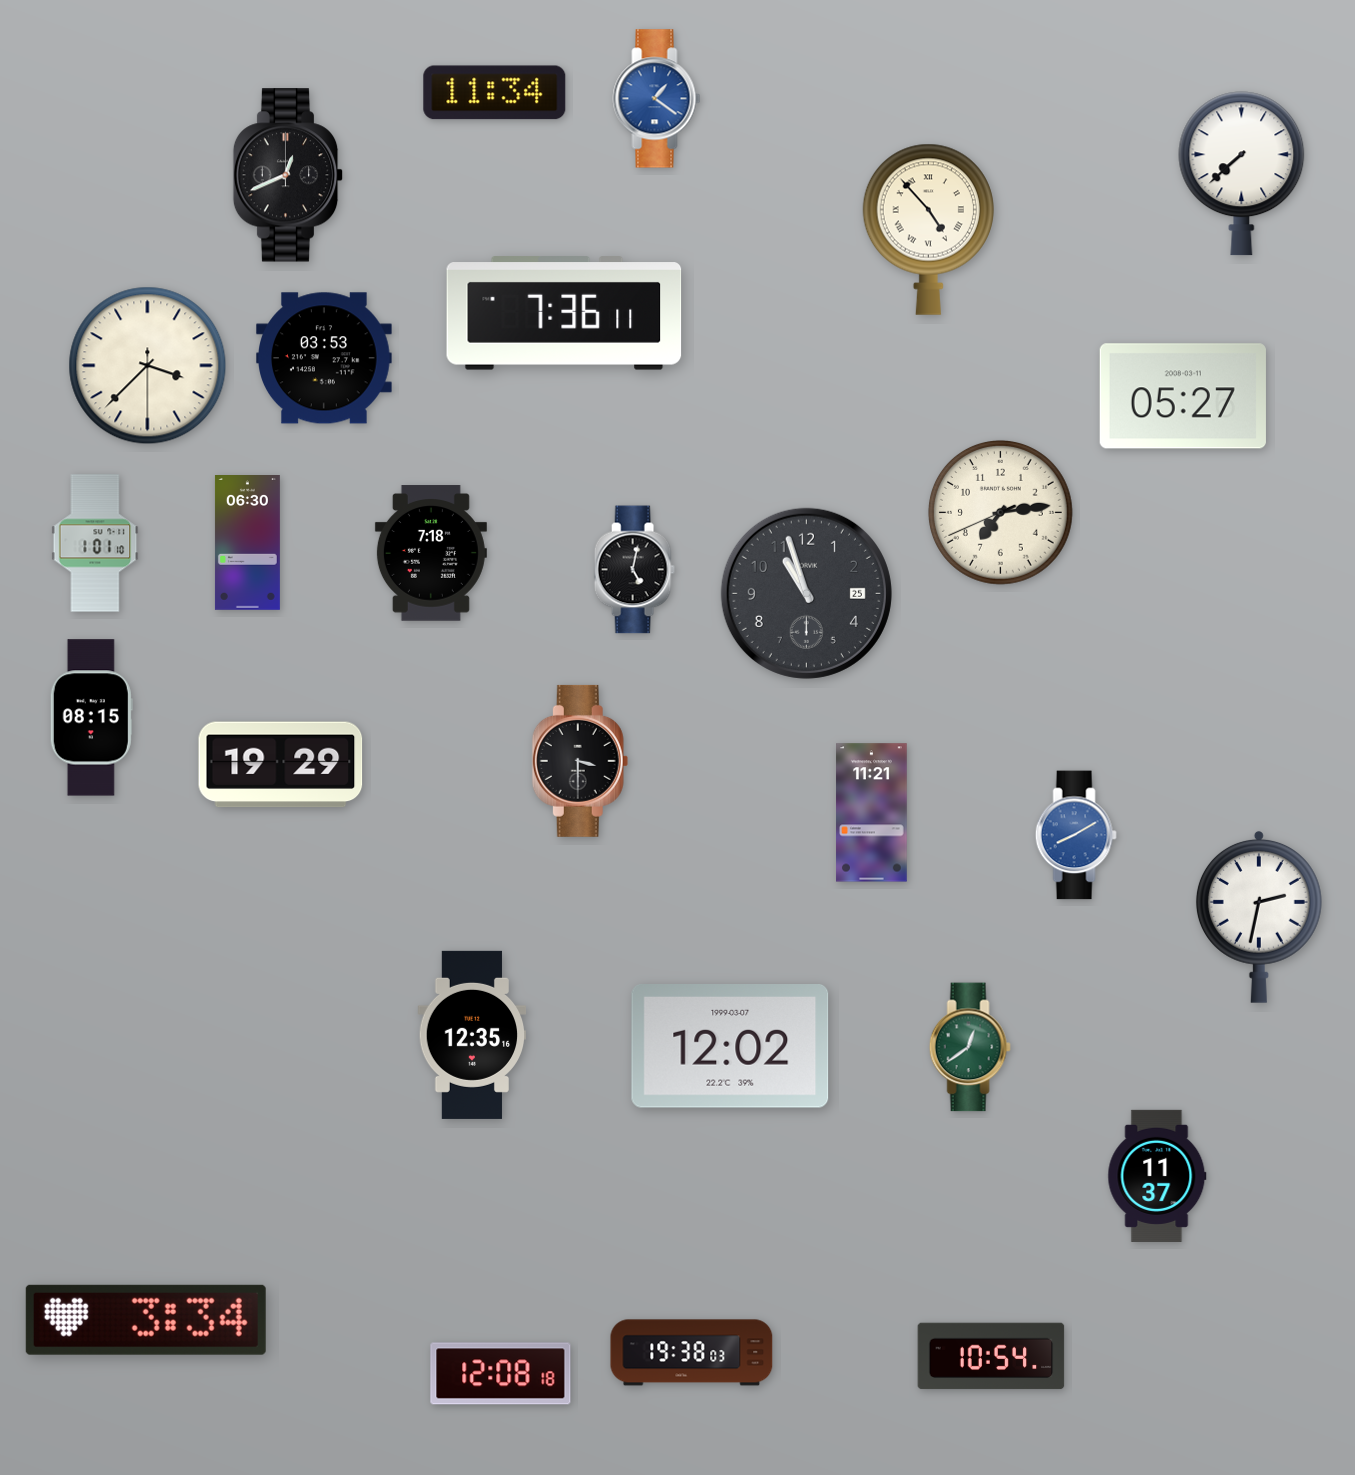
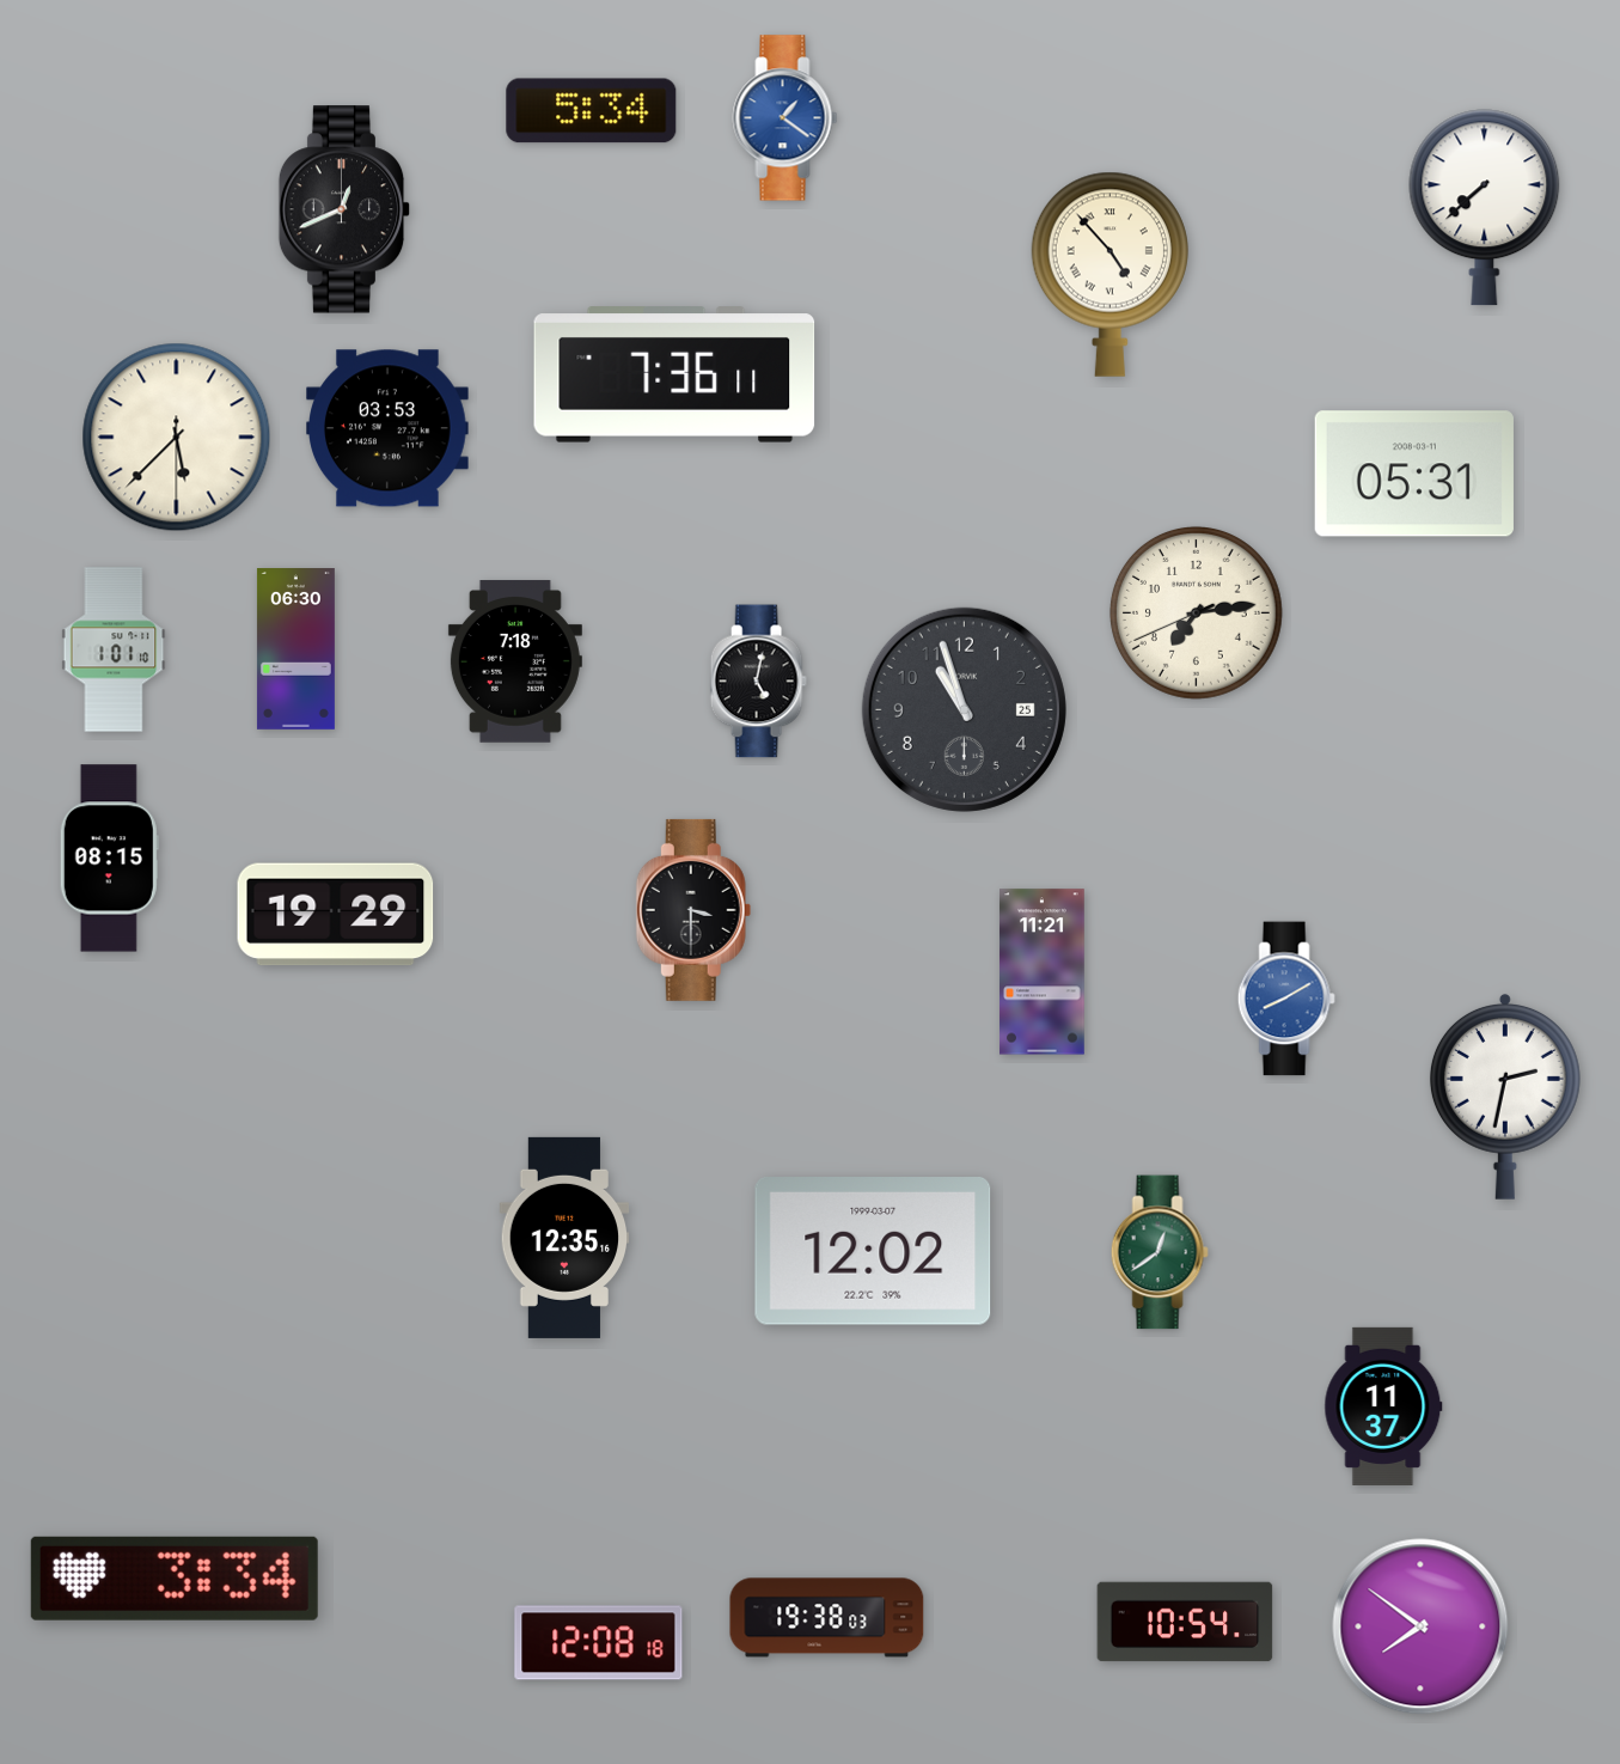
clock at (495, 93): 11:34 -> 5:34
clock at (148, 366): 3:37 -> 5:37
clock at (1183, 396): 05:27 -> 05:31
clock at (1420, 1626): none -> 7:51
